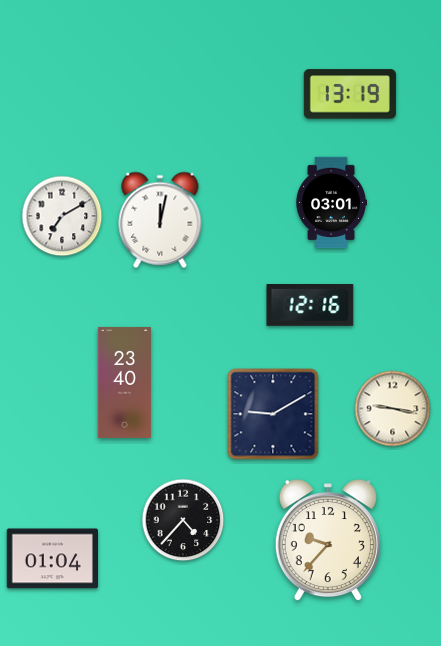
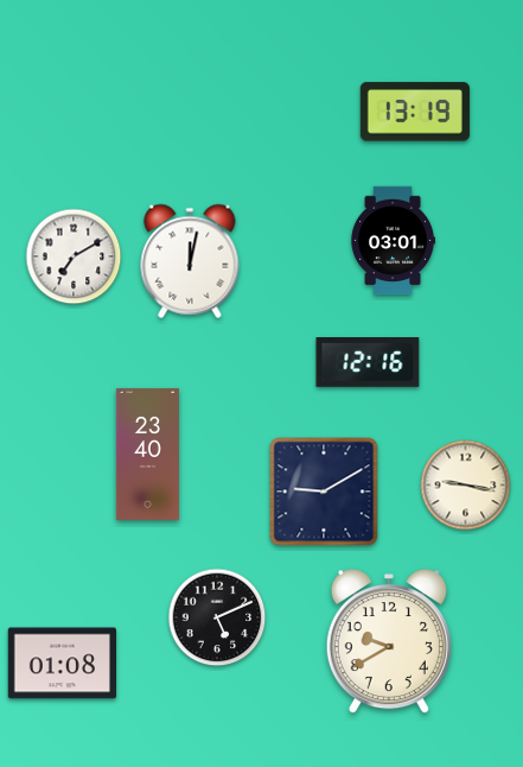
clock at (183, 520): 4:37 -> 5:11
clock at (328, 541): 9:37 -> 9:40
clock at (52, 559): 01:04 -> 01:08
